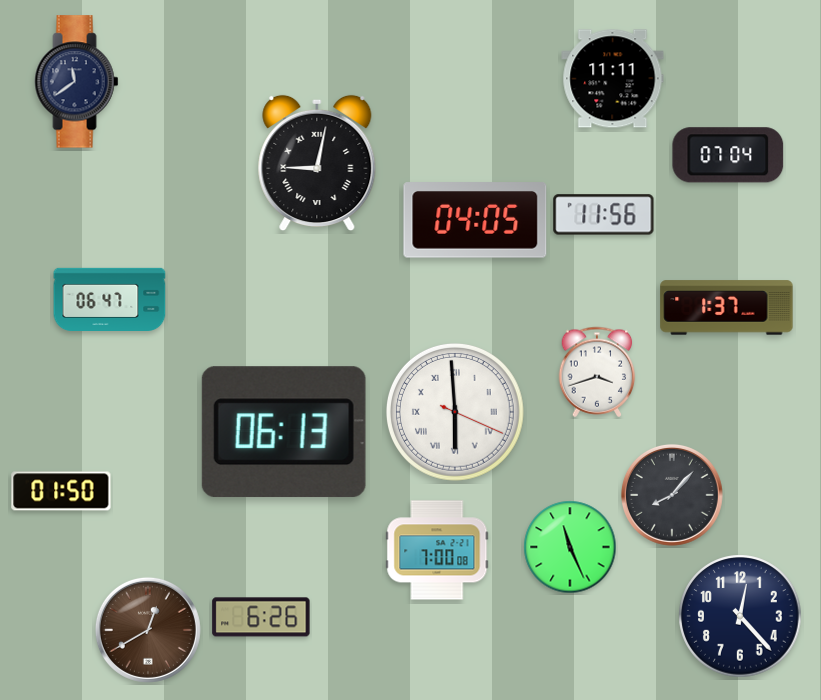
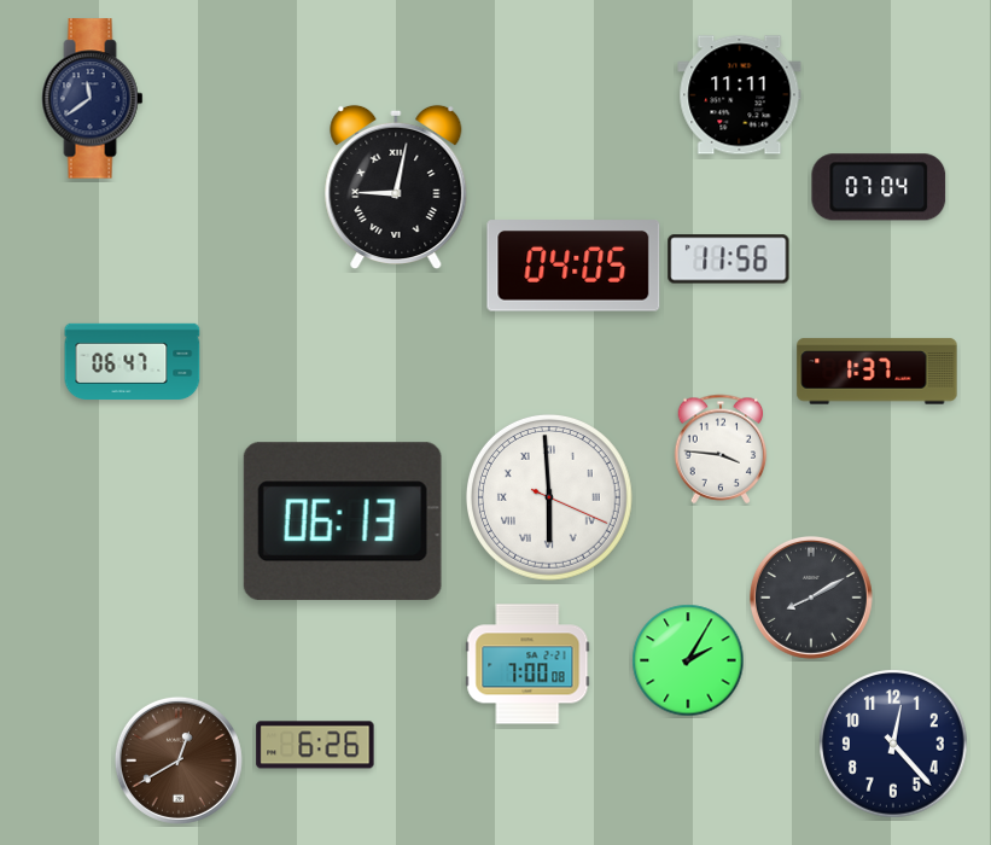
clock at (317, 163) position: (317, 163) -> (396, 187)
clock at (597, 372): 3:42 -> 3:46
clock at (61, 491): 01:50 -> none
clock at (672, 495): 8:07 -> 8:10
clock at (570, 547): 11:26 -> 2:05
